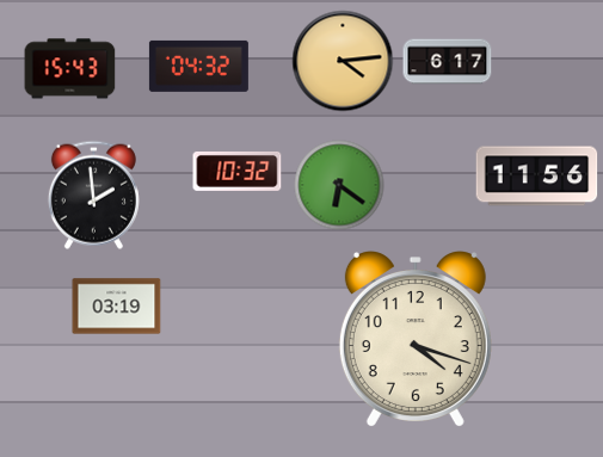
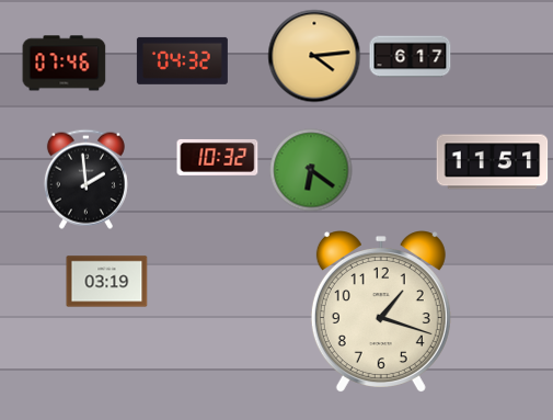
clock at (70, 69): 15:43 -> 07:46
clock at (537, 177): 11:56 -> 11:51
clock at (416, 339): 4:18 -> 1:18
